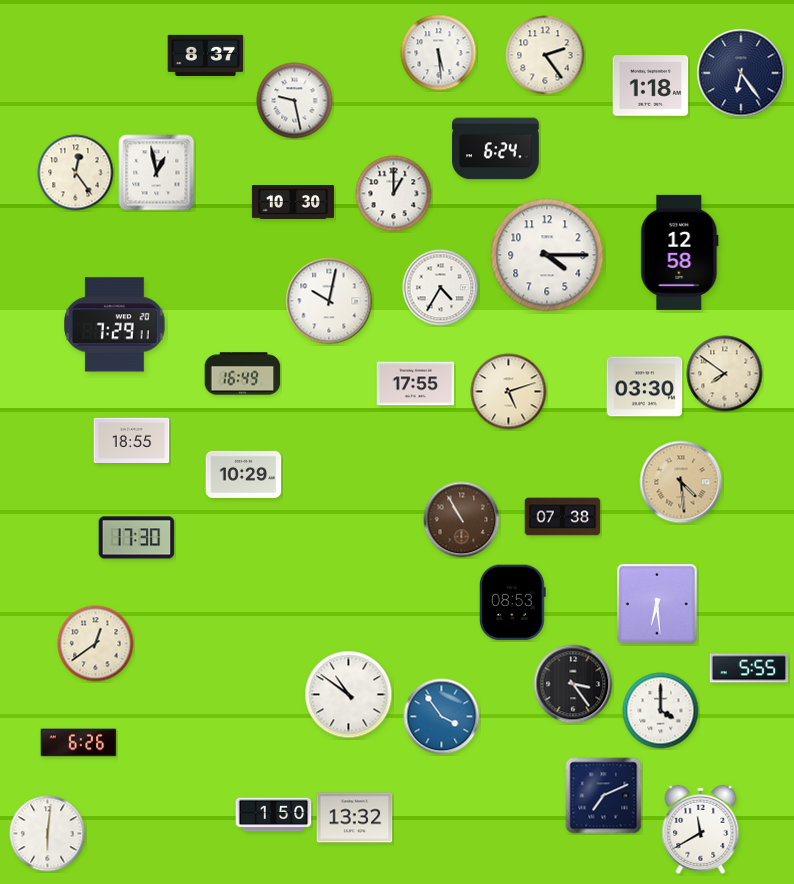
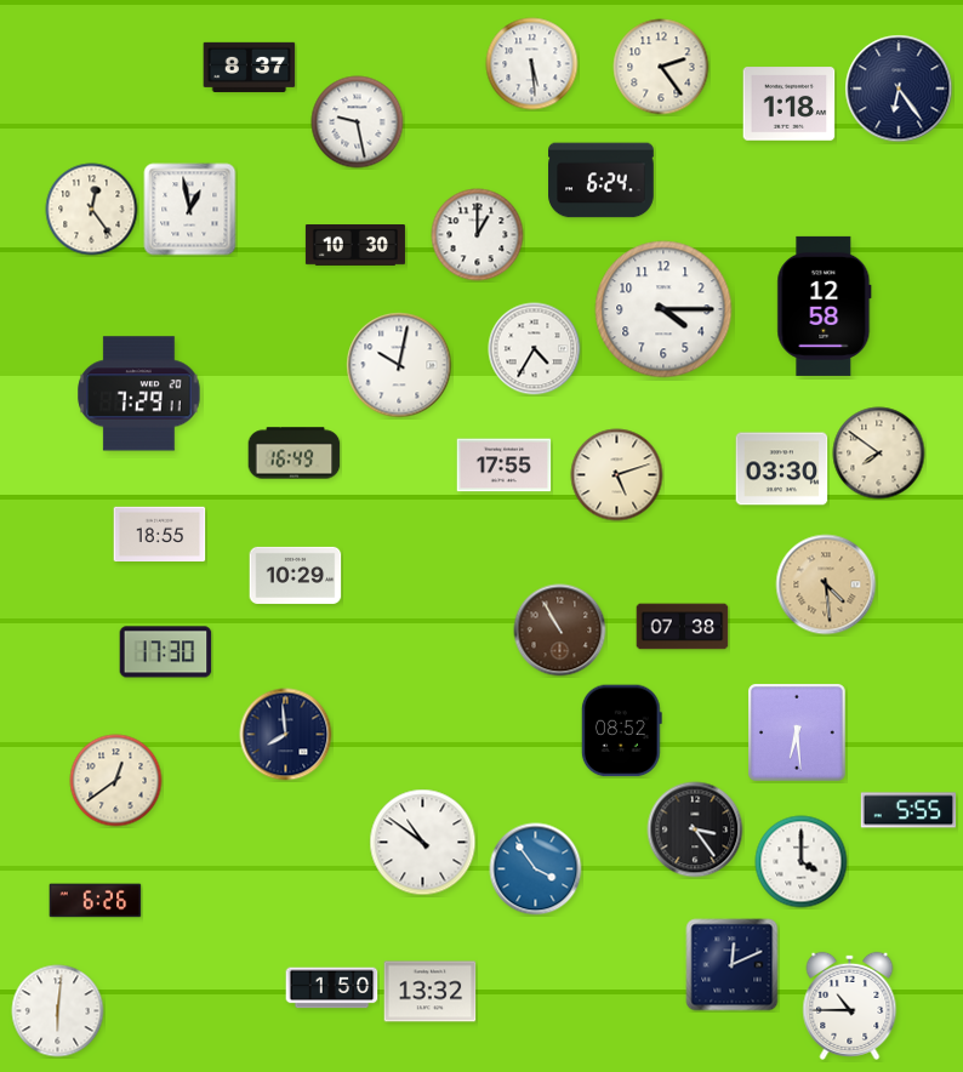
clock at (512, 603): 08:53 -> 08:52
clock at (286, 735): none -> 7:59
clock at (604, 796): 7:11 -> 12:11
clock at (701, 829): 11:40 -> 10:45
